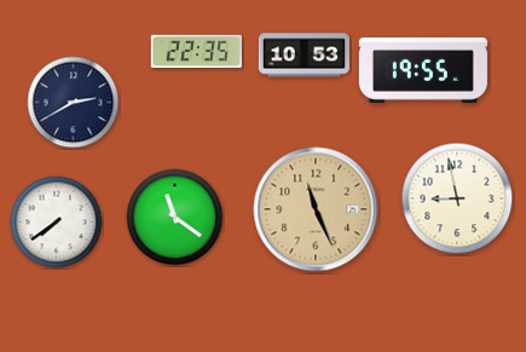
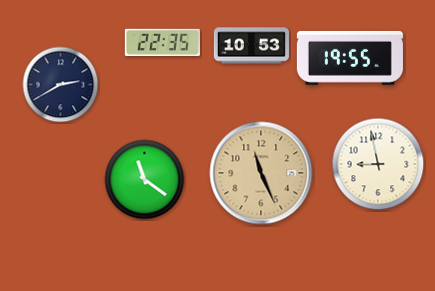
clock at (57, 223): 7:39 -> none
